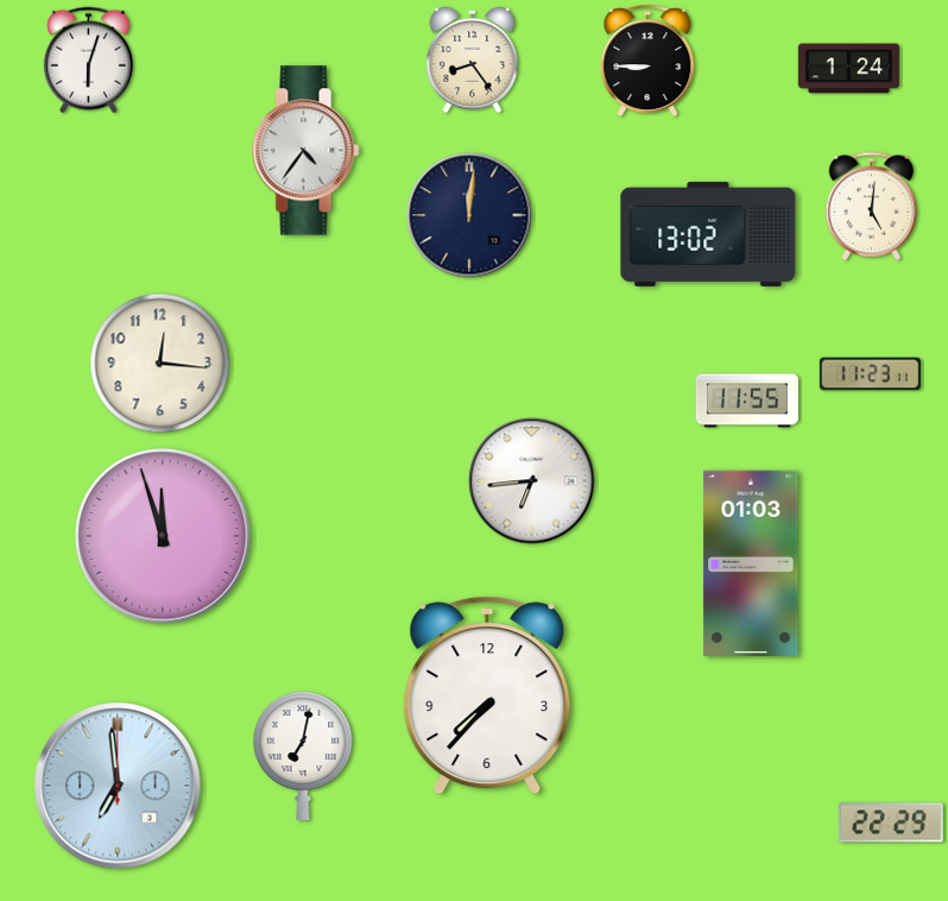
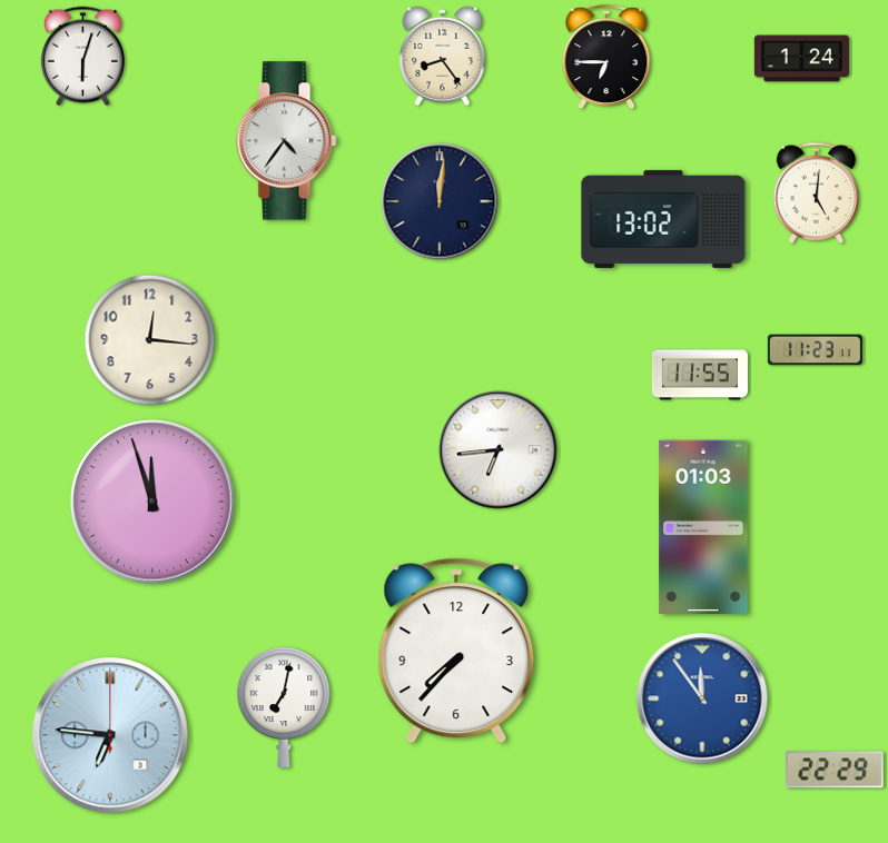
clock at (647, 62): 8:45 -> 6:45
clock at (848, 69) position: (848, 69) -> (801, 59)
clock at (702, 698): none -> 11:54
clock at (118, 786): 6:59 -> 6:46
